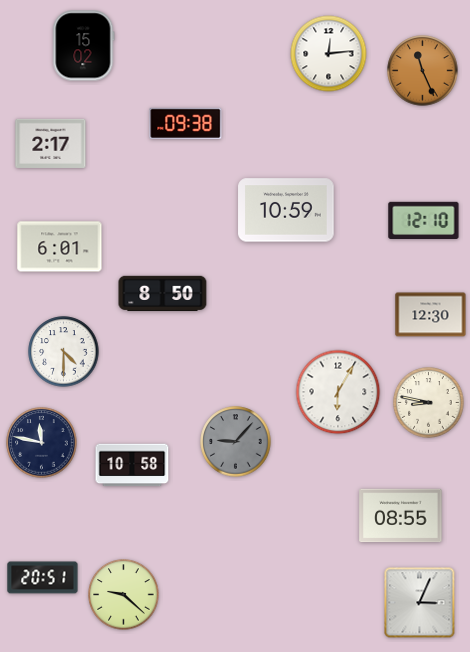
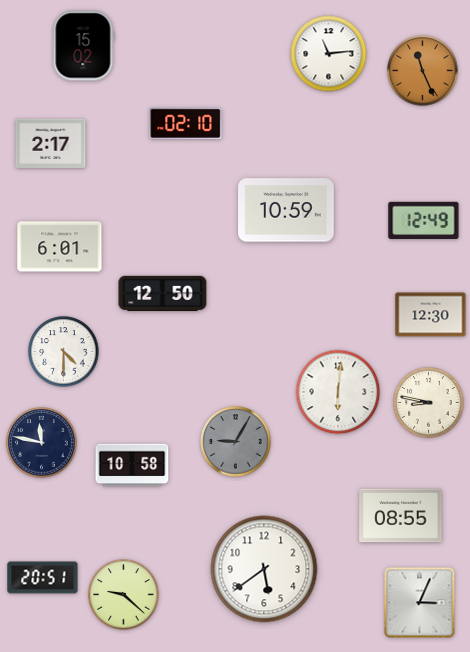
clock at (329, 54): 12:14 -> 11:14
clock at (186, 123): 09:38 -> 02:10
clock at (424, 220): 12:10 -> 12:49
clock at (163, 294): 8:50 -> 12:50
clock at (338, 392): 6:05 -> 6:01
clock at (236, 442): 9:07 -> 9:05
clock at (264, 569): none -> 5:39
